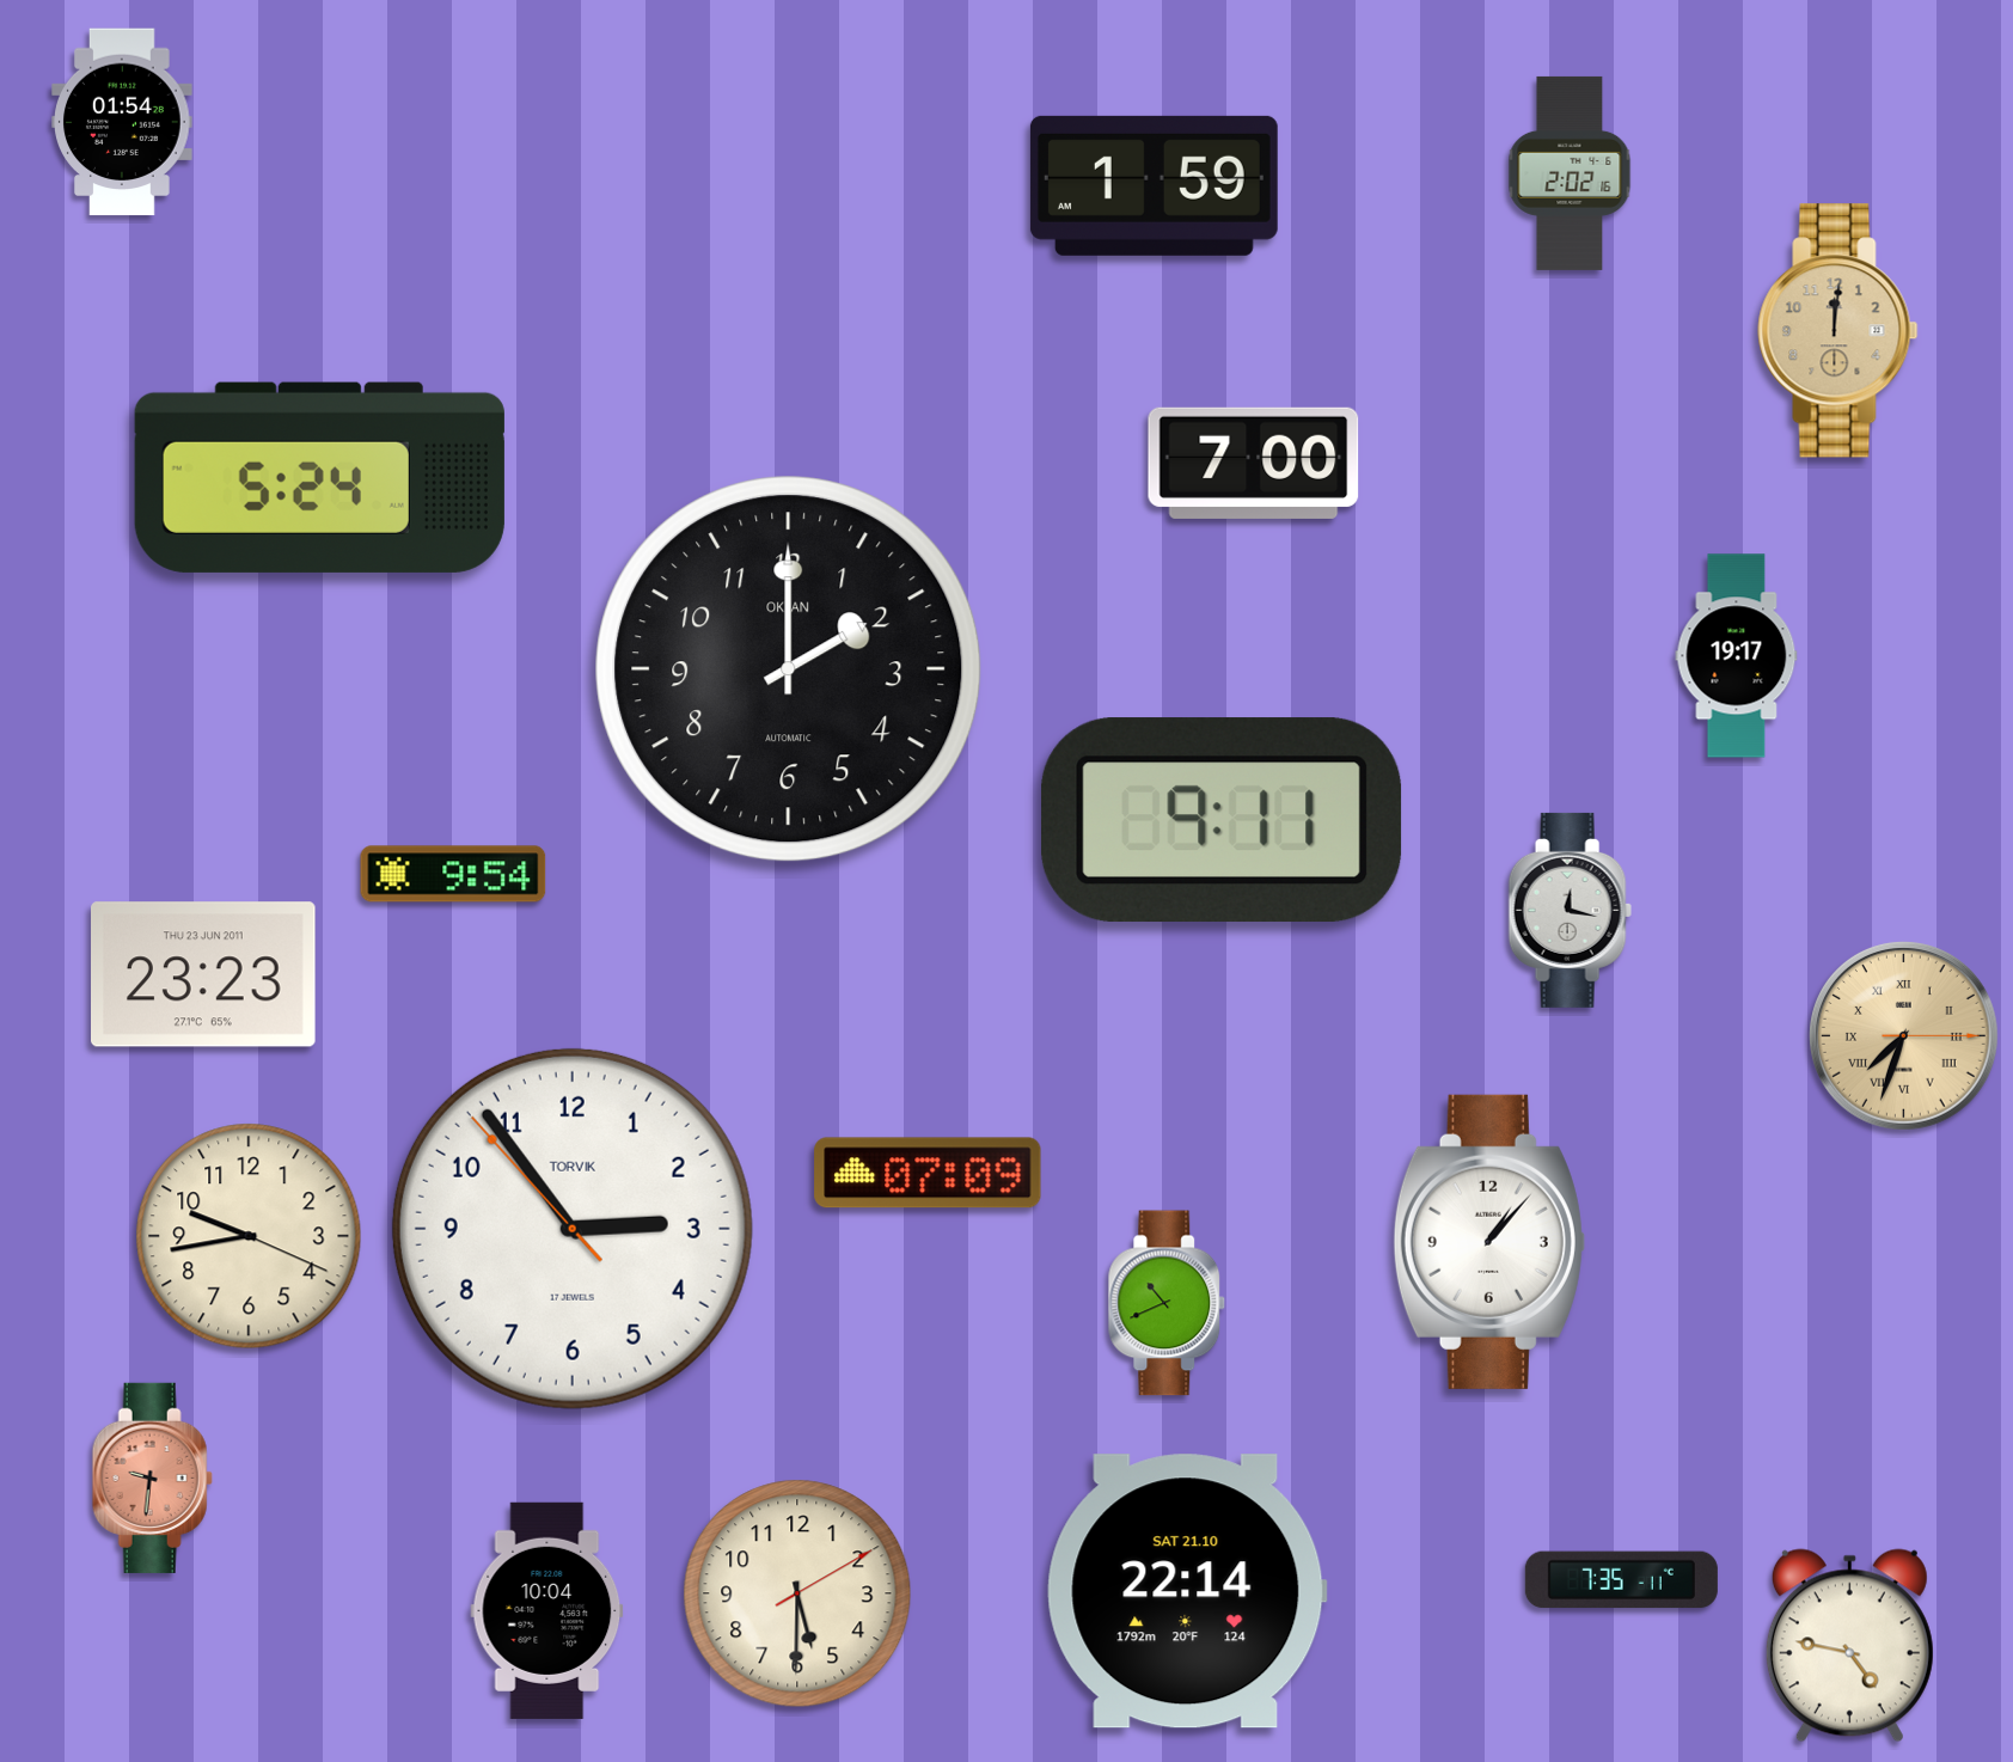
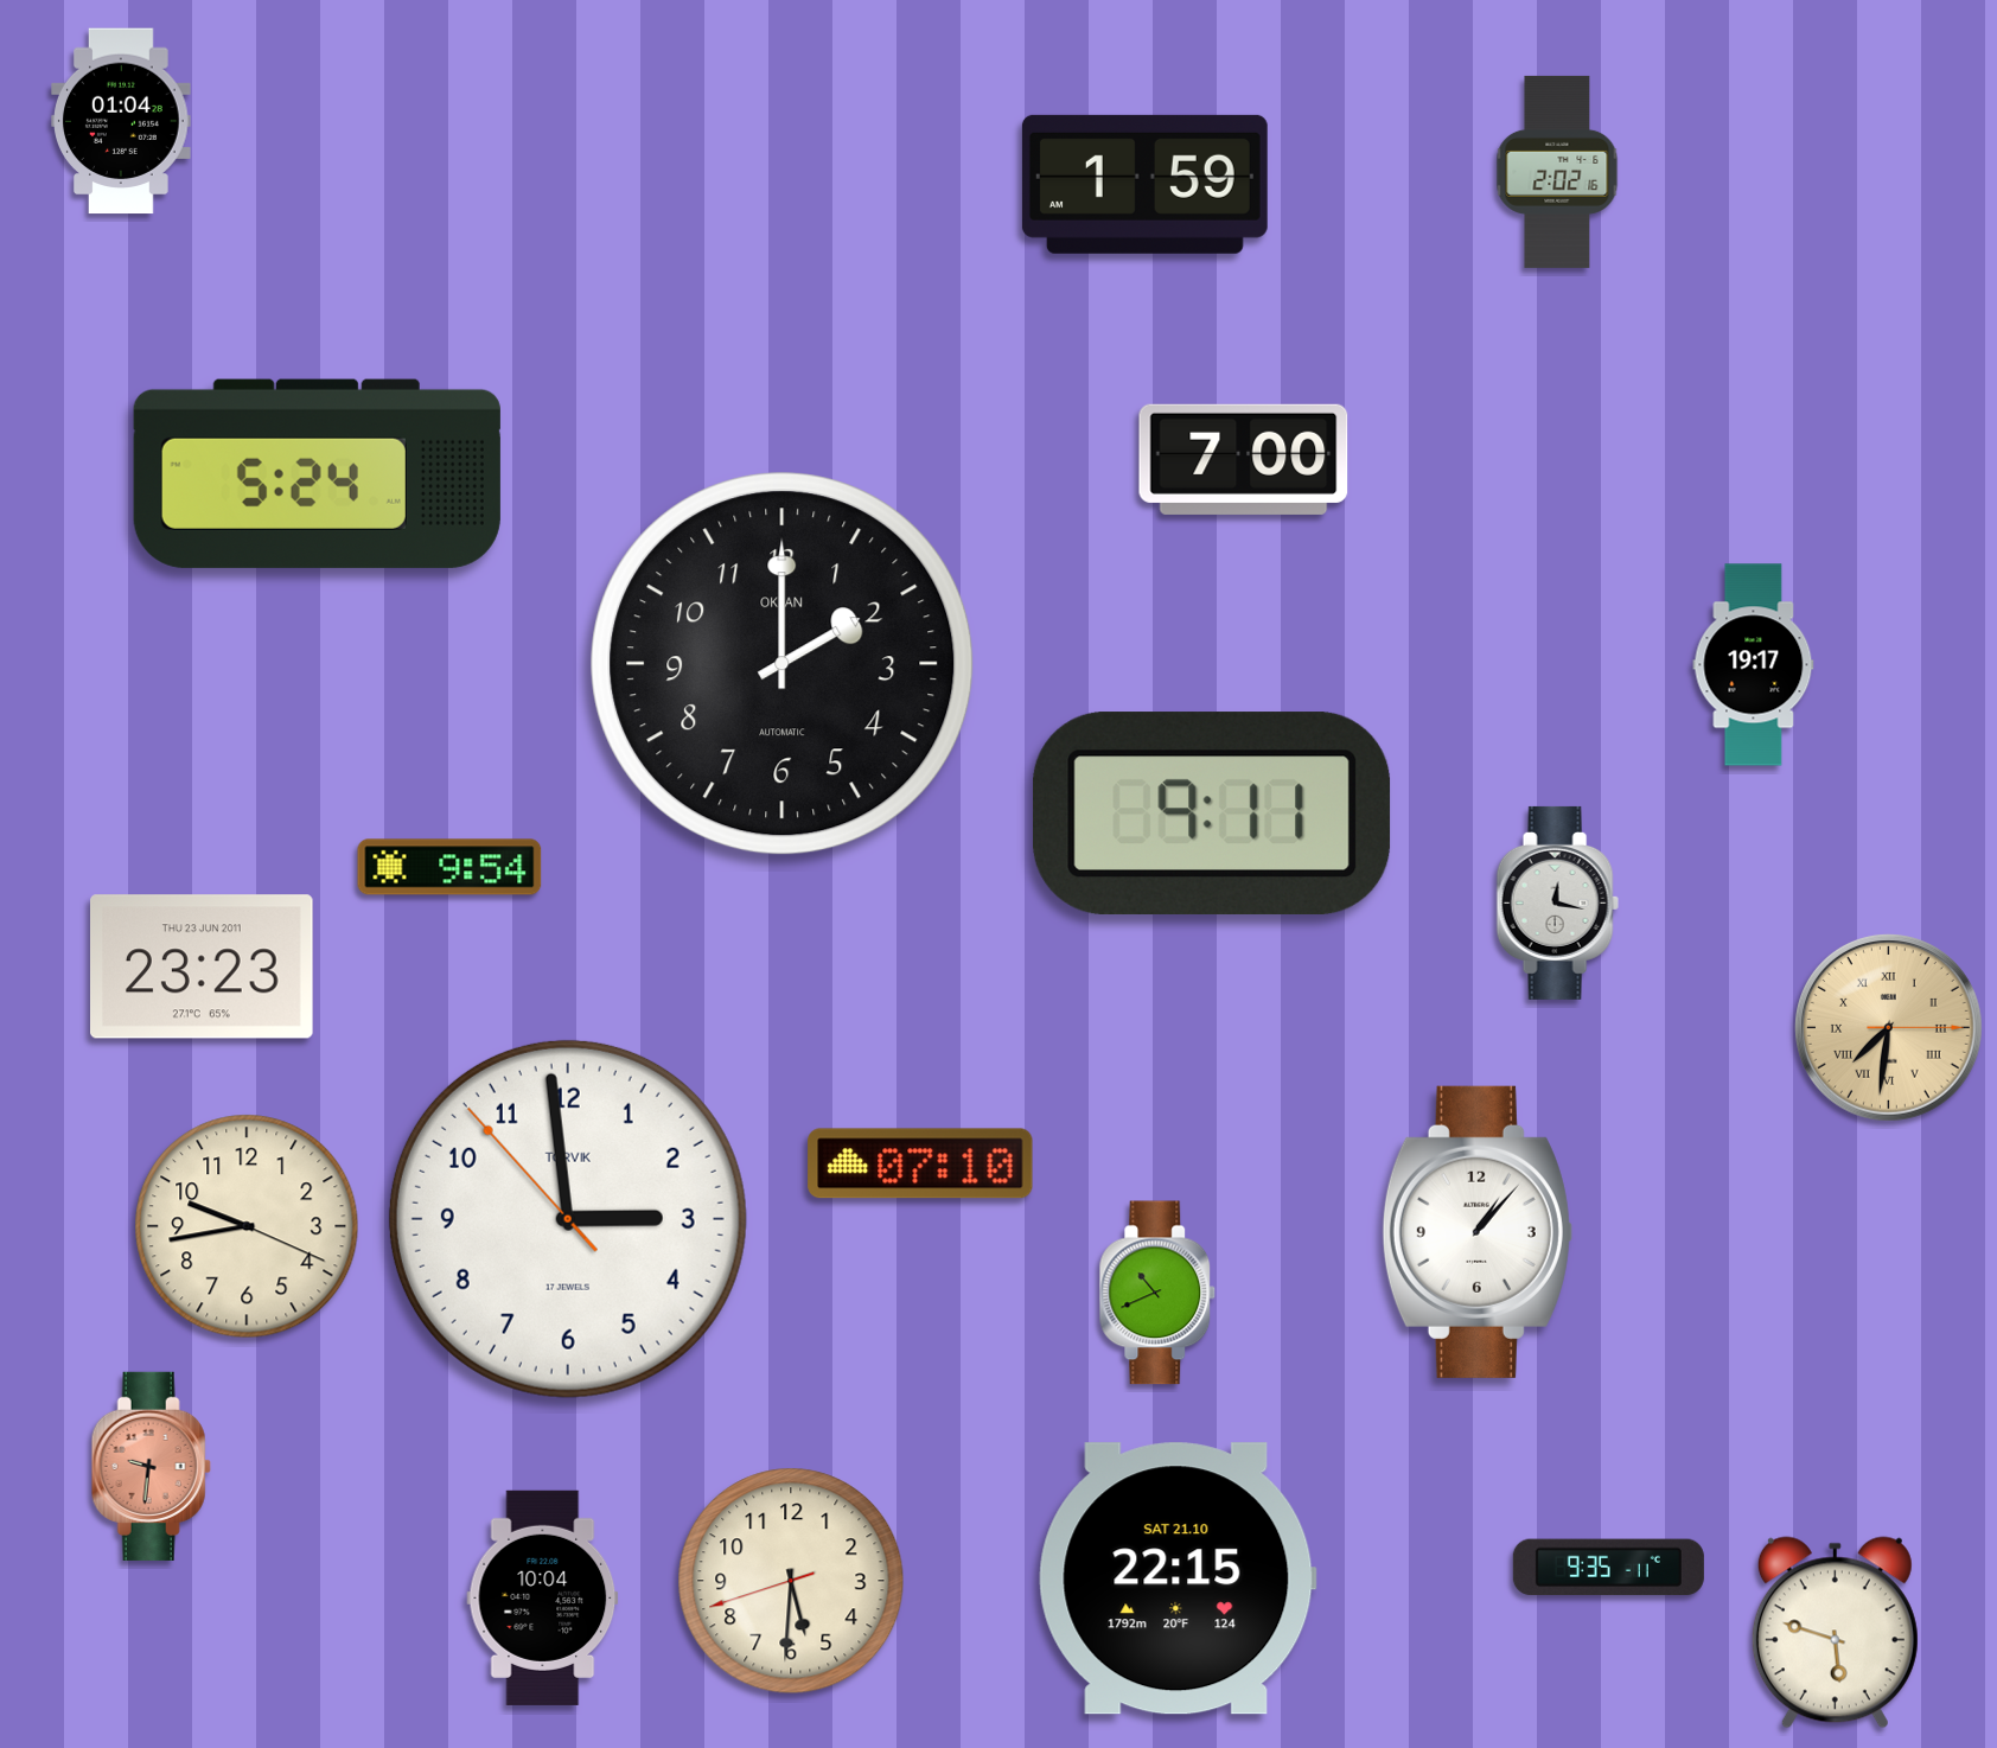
clock at (122, 122): 01:54 -> 01:04
clock at (1838, 331): 12:01 -> none
clock at (1737, 656) position: (1737, 656) -> (1754, 665)
clock at (1903, 1035): 7:33 -> 7:31
clock at (928, 1173): 07:09 -> 07:10
clock at (573, 1229): 2:53 -> 2:58
clock at (1621, 1580): 7:35 -> 9:35
clock at (1187, 1591): 22:14 -> 22:15
clock at (797, 1593): 5:30:10 -> 5:30:42
clock at (1849, 1646): 4:47 -> 5:48
